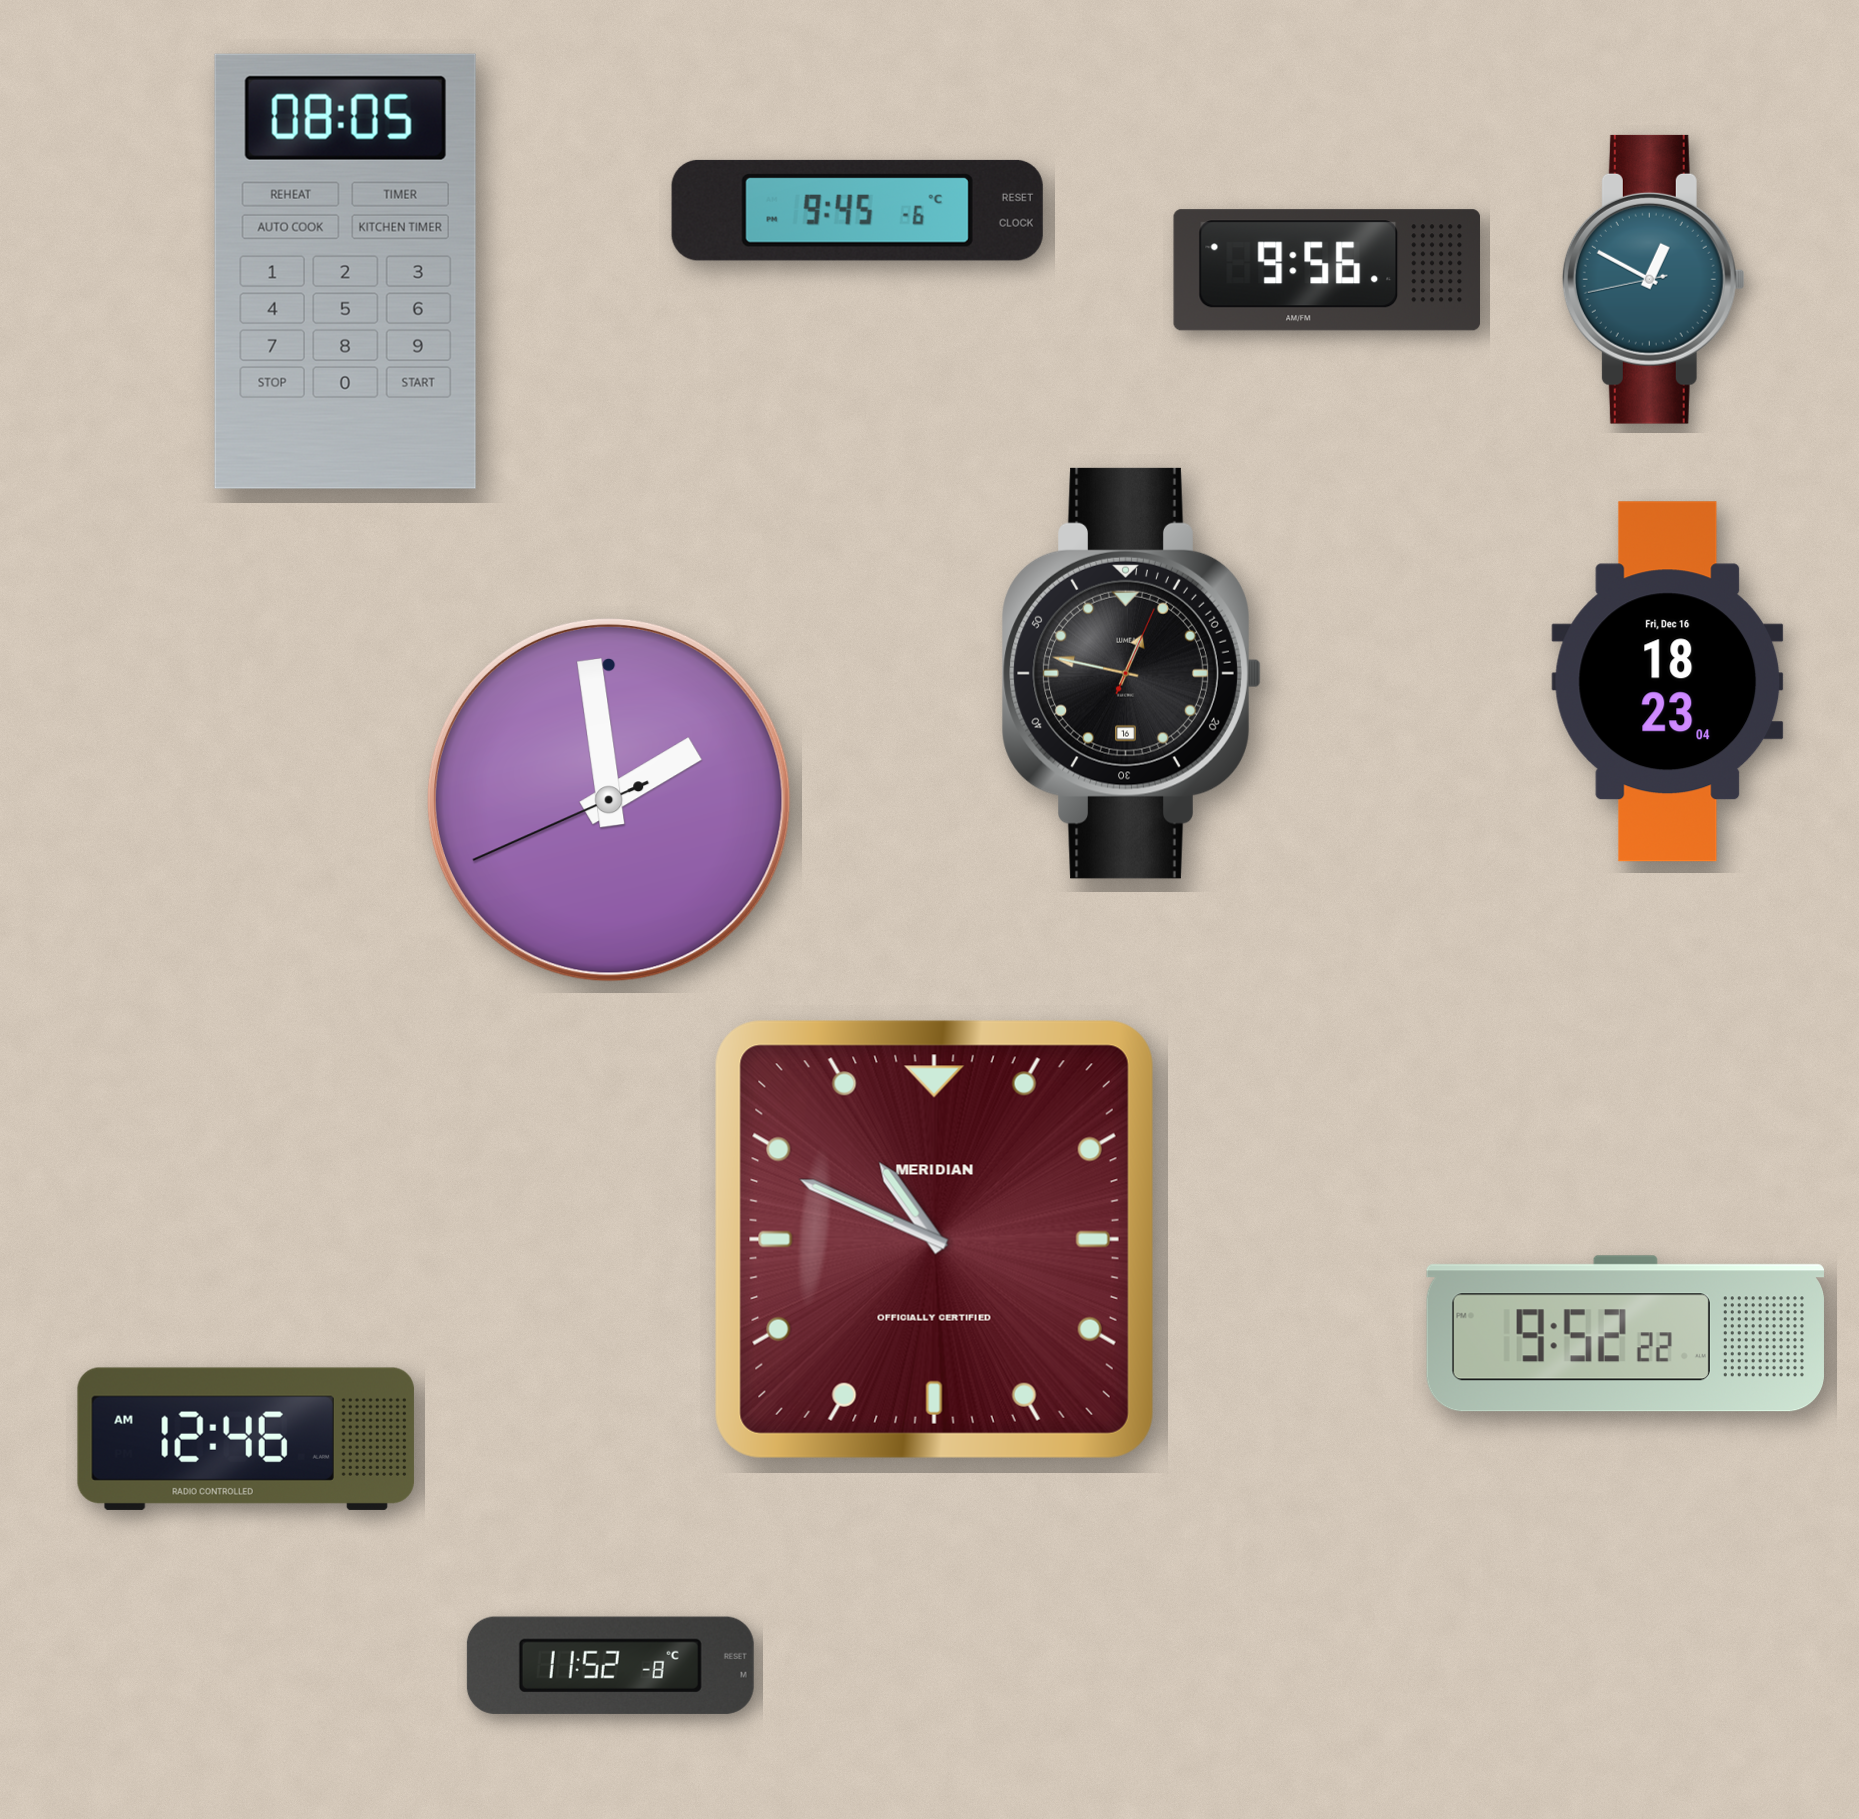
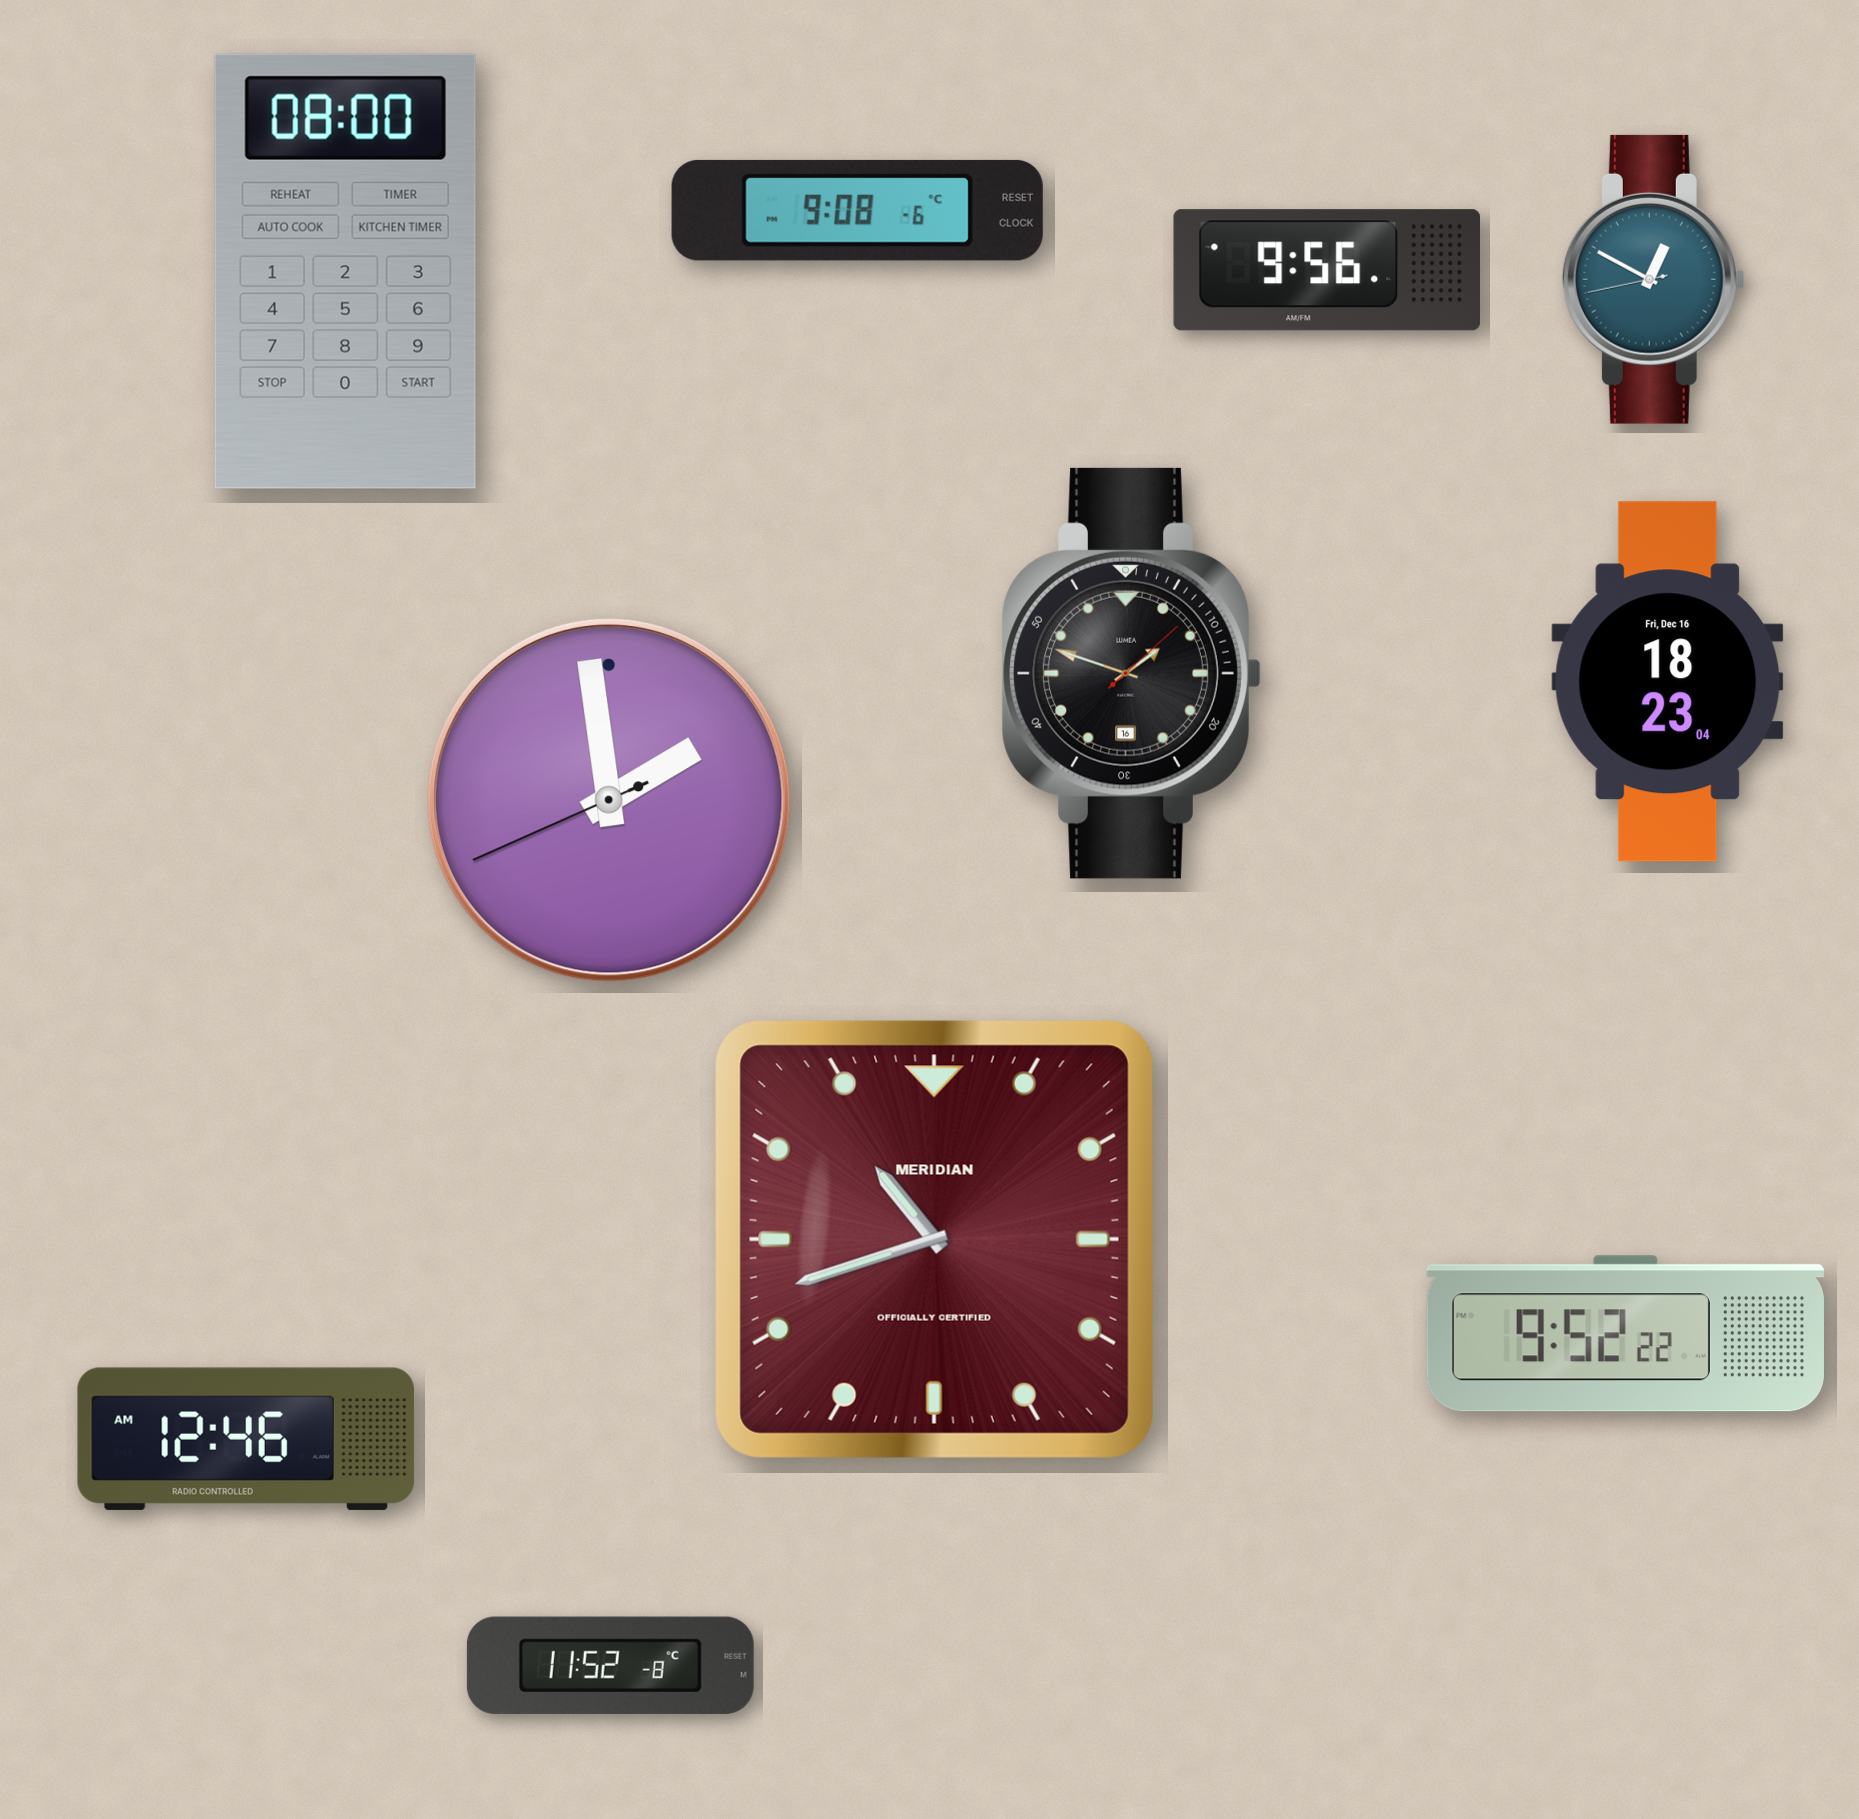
clock at (857, 210): 9:45 -> 9:08
clock at (345, 271): 08:05 -> 08:00
clock at (1131, 673): 12:47 -> 1:48
clock at (934, 1239): 10:49 -> 10:42
